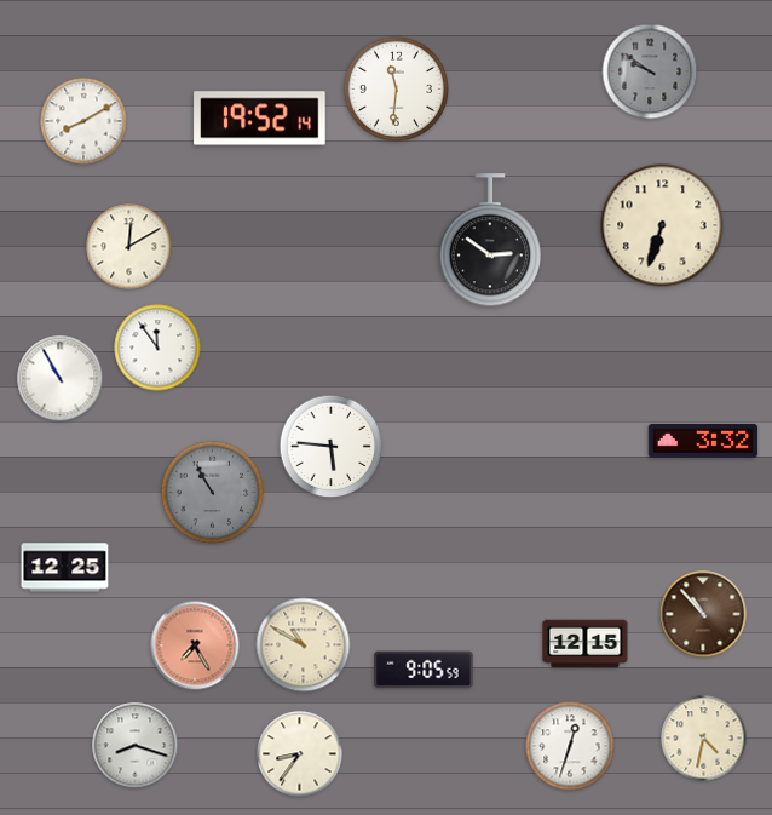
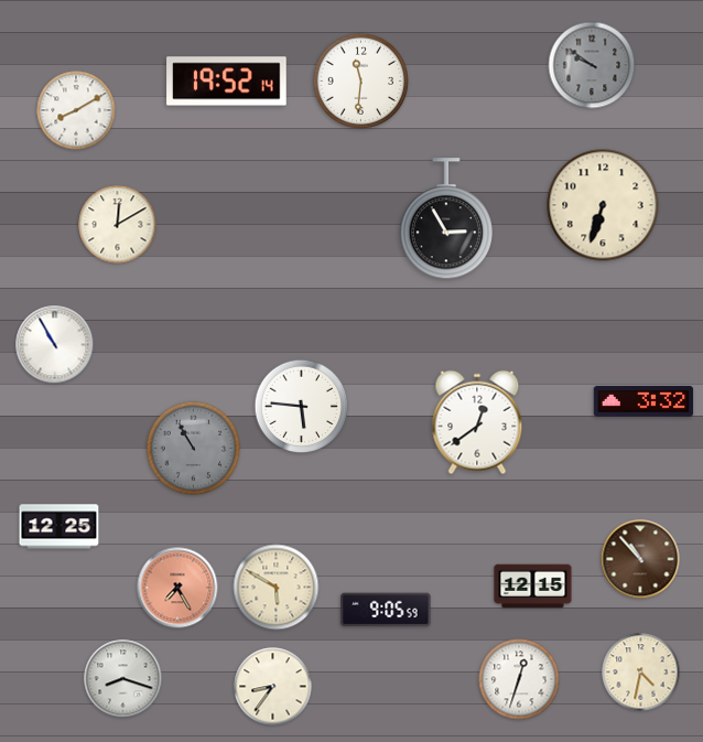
clock at (260, 119) position: (260, 119) -> (227, 82)
clock at (490, 241): 2:51 -> 2:55
clock at (157, 348): 11:54 -> none
clock at (703, 441) position: (703, 441) -> (643, 401)
clock at (477, 422): none -> 12:39
clock at (65, 568) position: (65, 568) -> (60, 527)
clock at (304, 645): 10:50 -> 5:50
